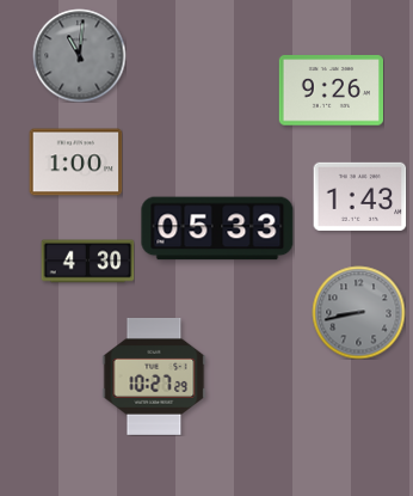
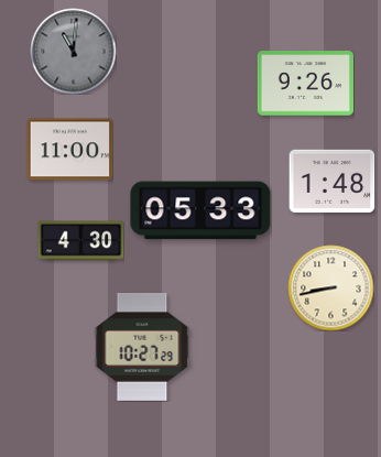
clock at (75, 163): 1:00 -> 11:00
clock at (359, 196): 1:43 -> 1:48
clock at (358, 312) dial: grey -> cream
